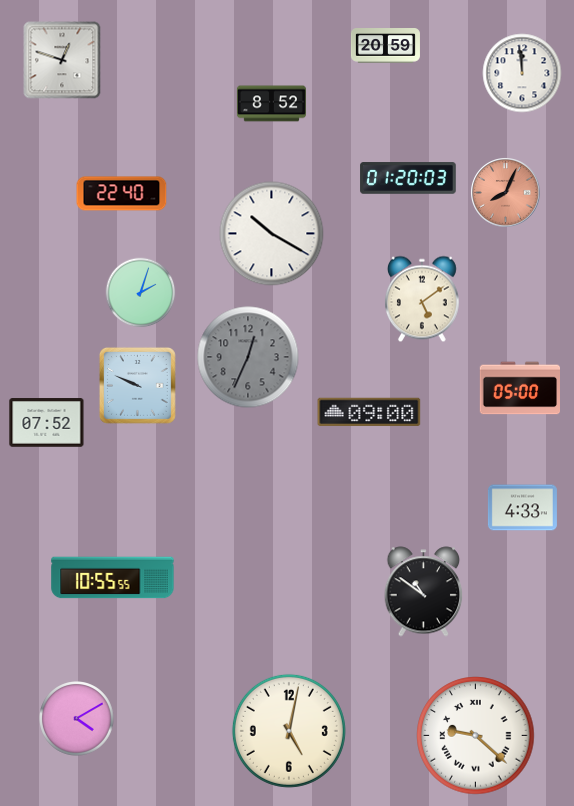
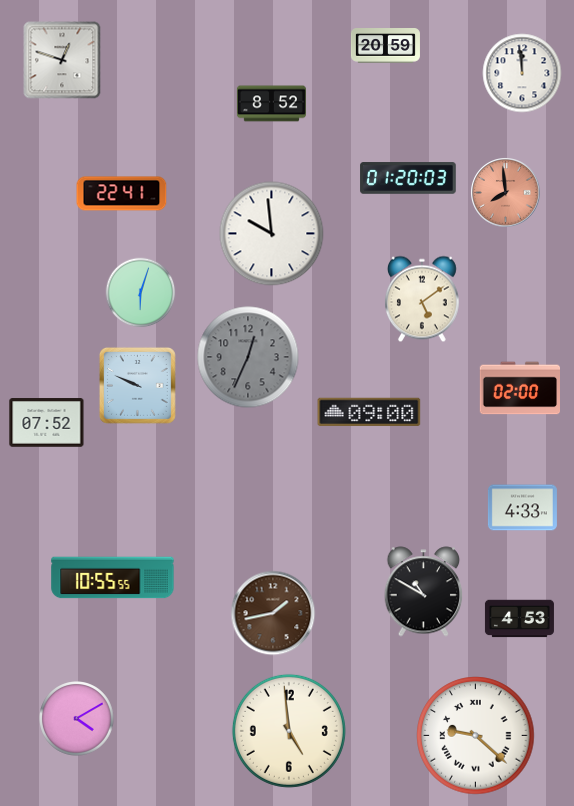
clock at (506, 193): 8:04 -> 7:59
clock at (122, 194): 22:40 -> 22:41
clock at (272, 234): 10:20 -> 9:59
clock at (141, 293): 2:03 -> 6:03
clock at (519, 388): 05:00 -> 02:00
clock at (424, 592): 10:51 -> 10:50
clock at (273, 613): none -> 1:43
clock at (519, 619): none -> 4:53
clock at (289, 731): 5:02 -> 4:59
